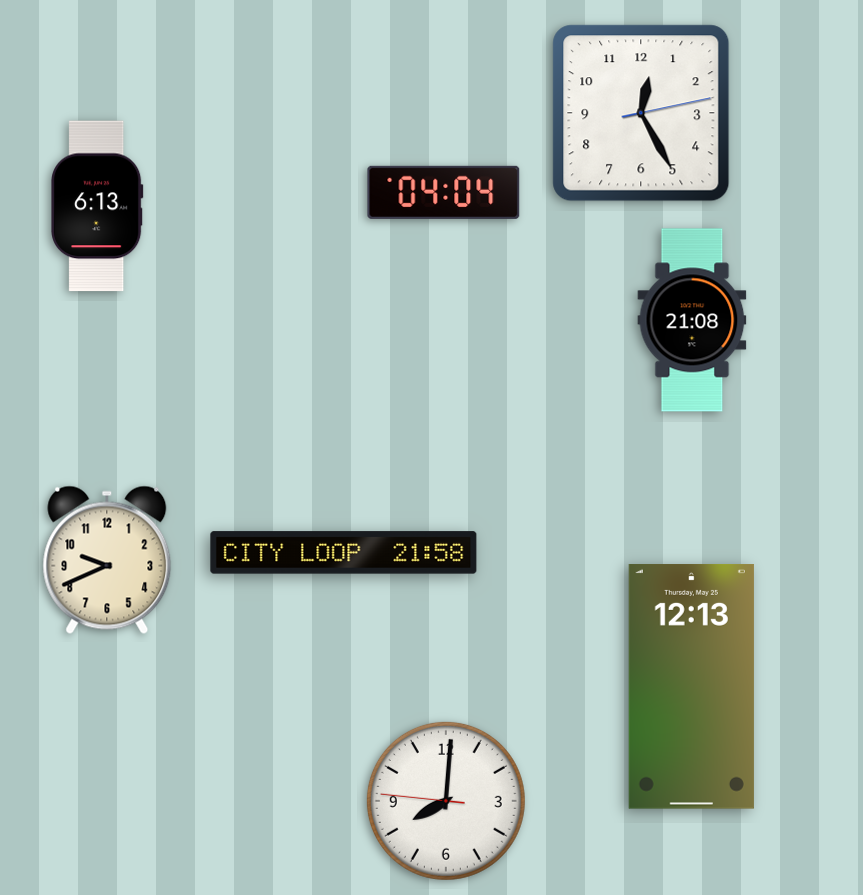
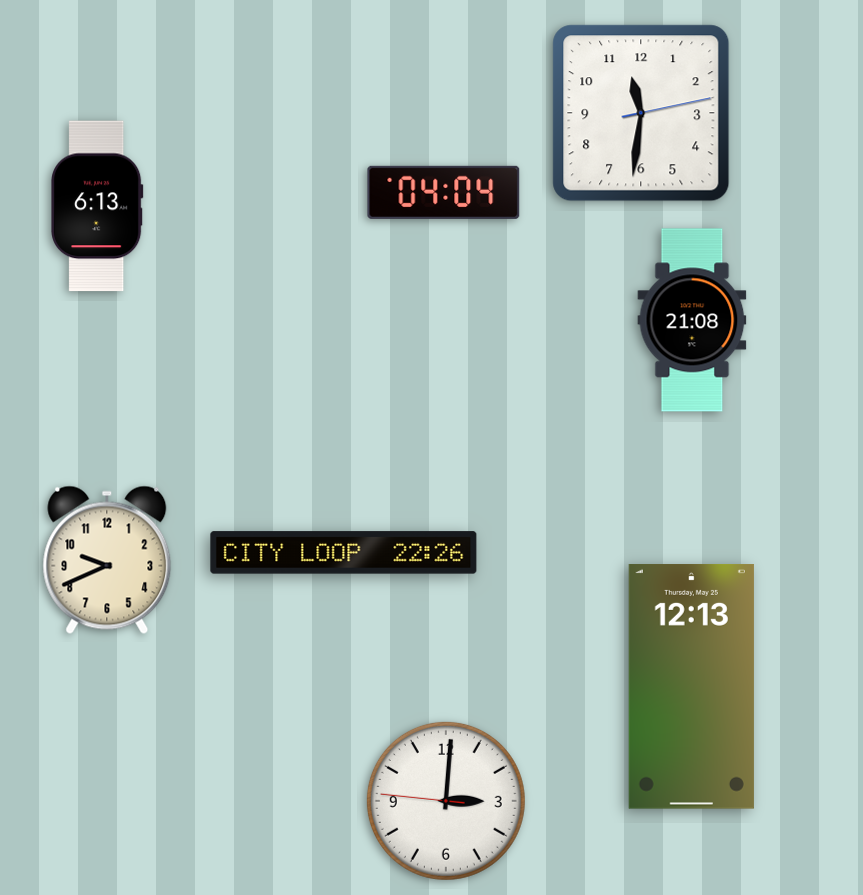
clock at (641, 113): 12:25 -> 11:31
clock at (344, 553): 21:58 -> 22:26
clock at (446, 801): 8:00 -> 3:00
